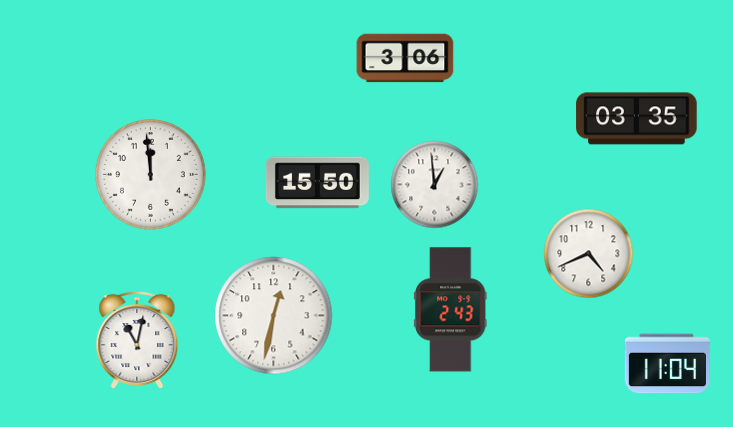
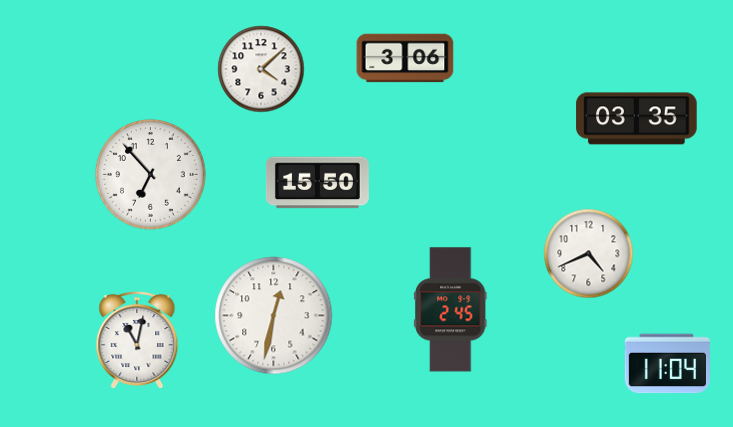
clock at (261, 69): none -> 4:08
clock at (150, 174): 11:59 -> 6:53
clock at (435, 185): 12:59 -> none
clock at (451, 310): 2:43 -> 2:45
